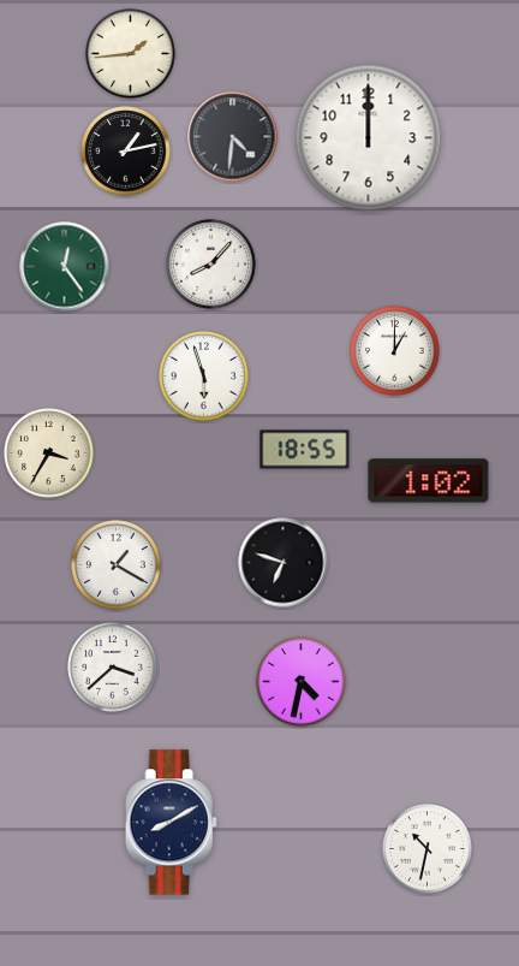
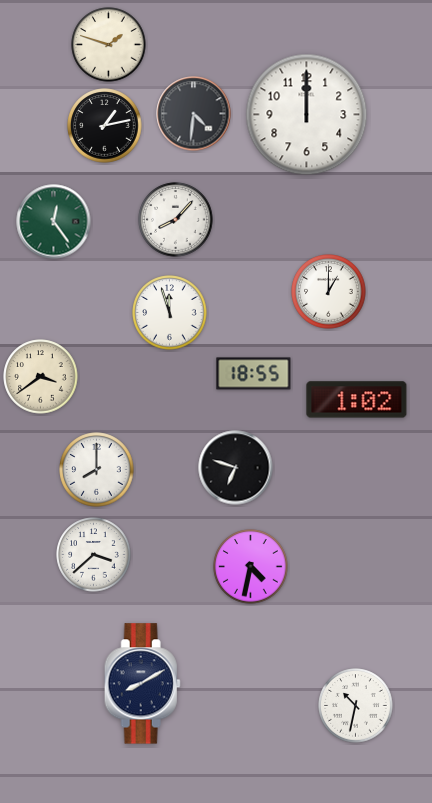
clock at (131, 54): 1:44 -> 1:48
clock at (204, 377): 5:57 -> 11:57
clock at (49, 454): 3:35 -> 3:39
clock at (117, 565): 1:20 -> 8:00
